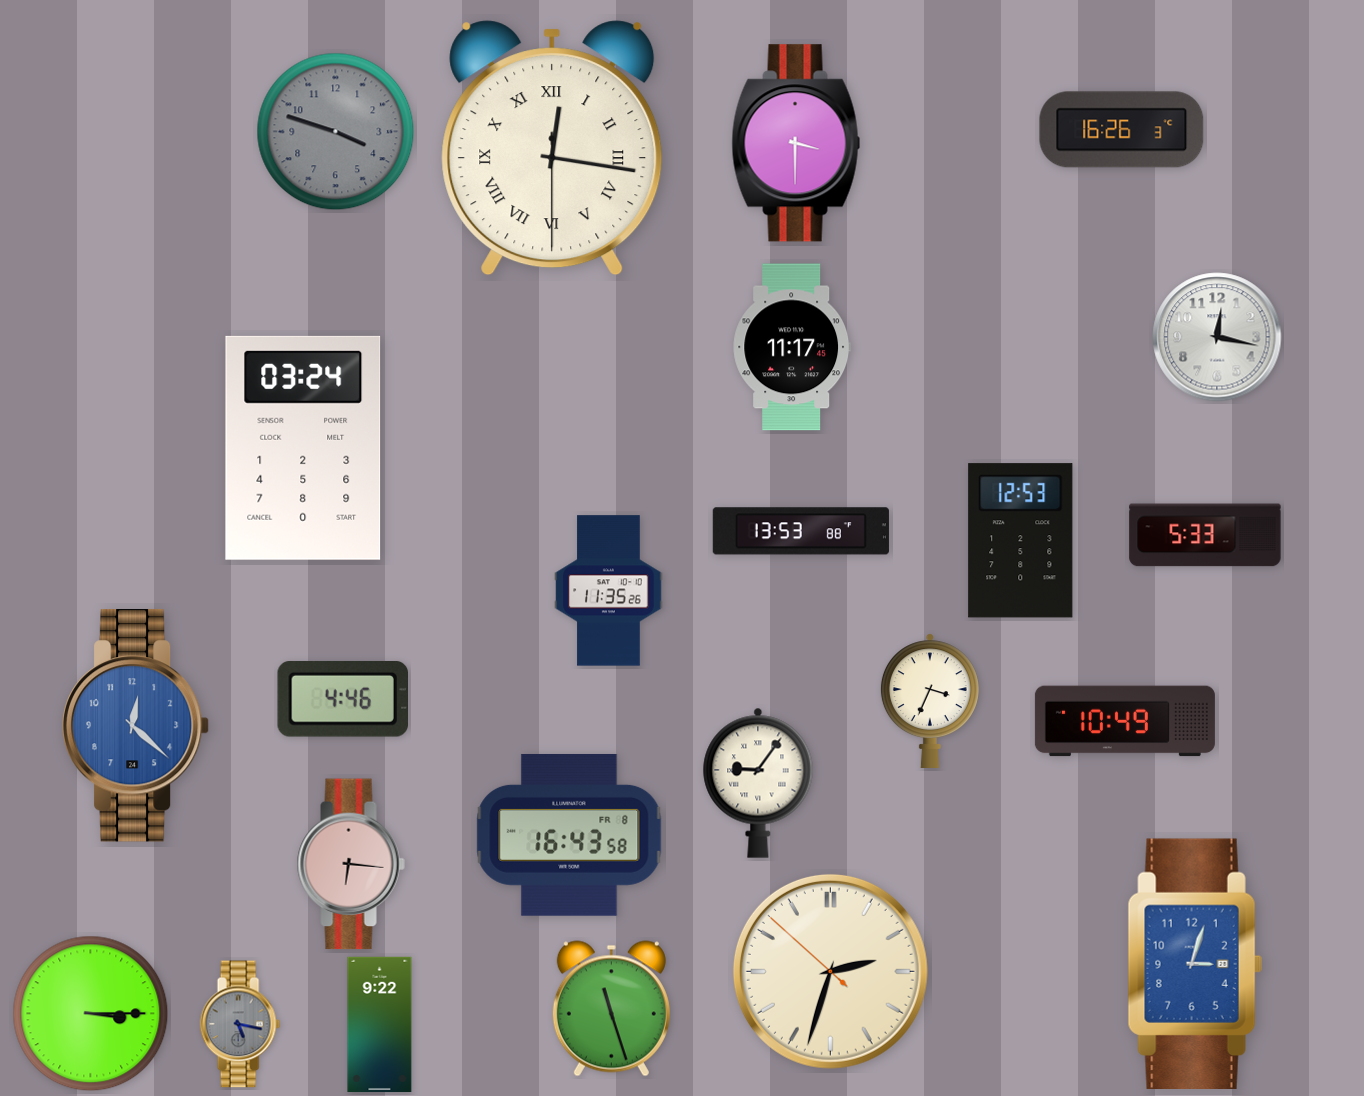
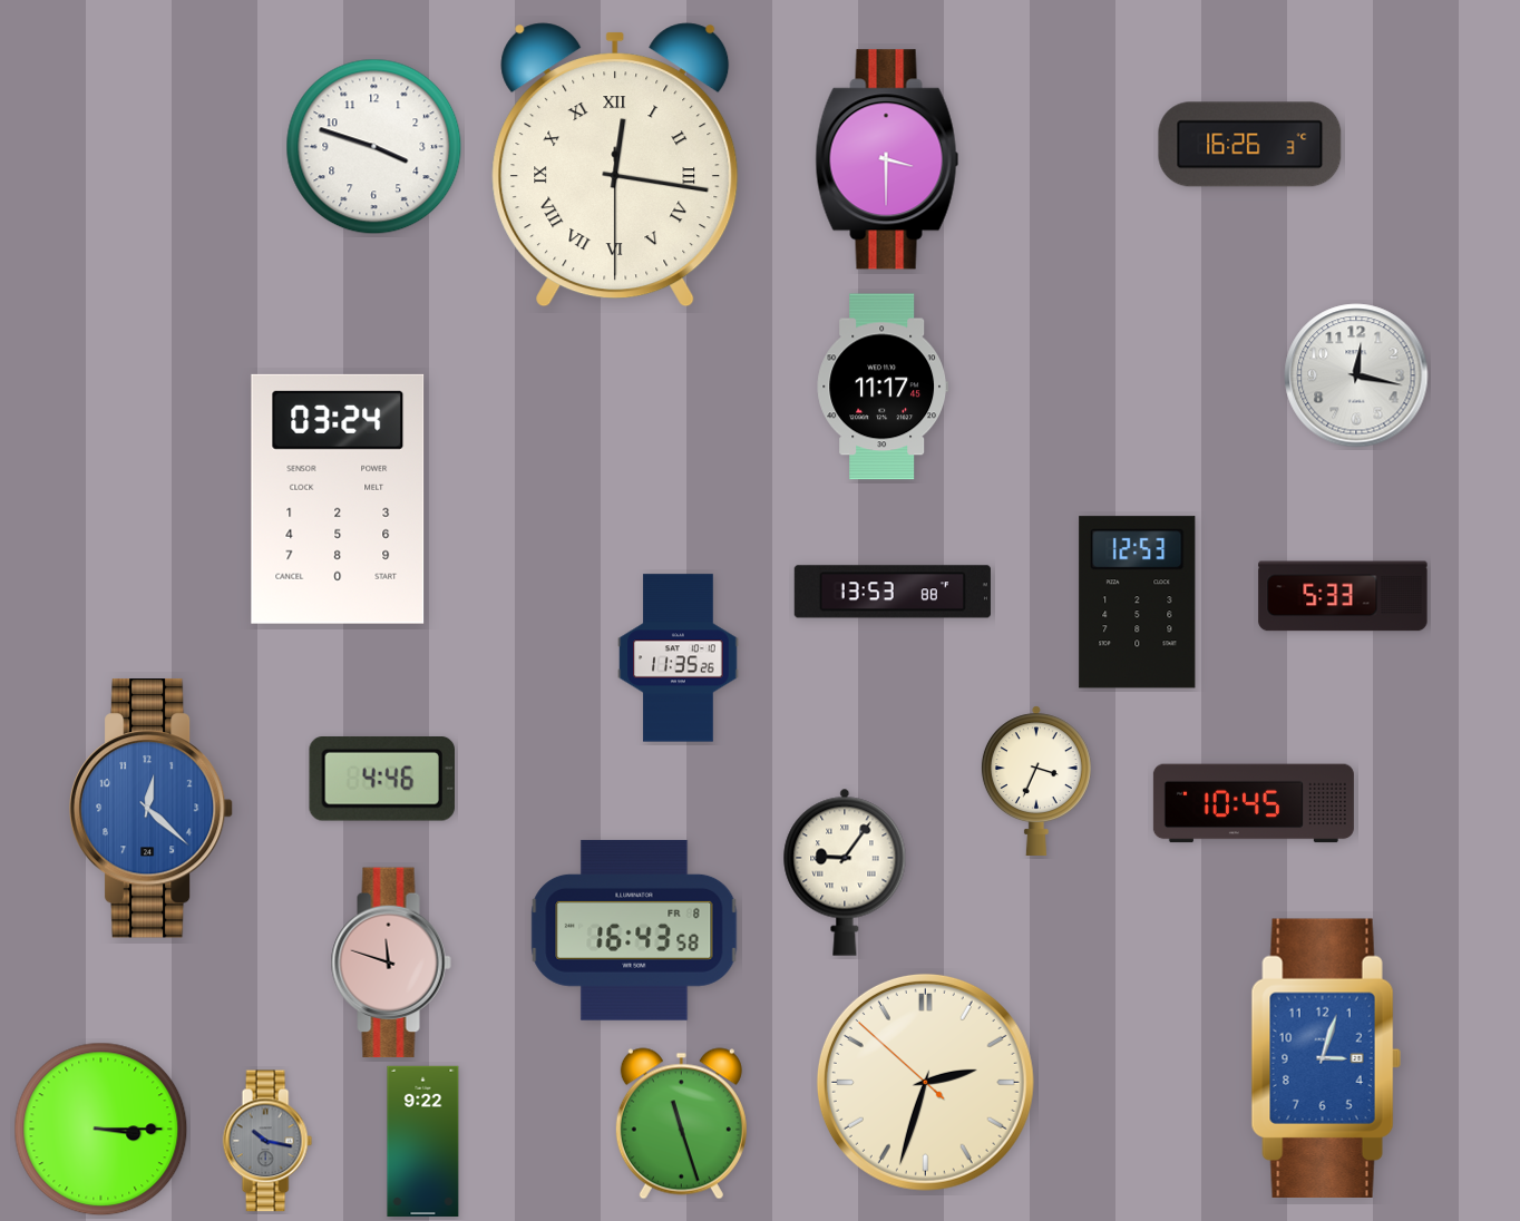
clock at (336, 132) dial: grey -> white
clock at (1125, 721): 10:49 -> 10:45
clock at (351, 864): 6:16 -> 11:48
clock at (1195, 963) position: (1195, 963) -> (1326, 1057)
clock at (240, 1024): 5:17 -> 10:17
